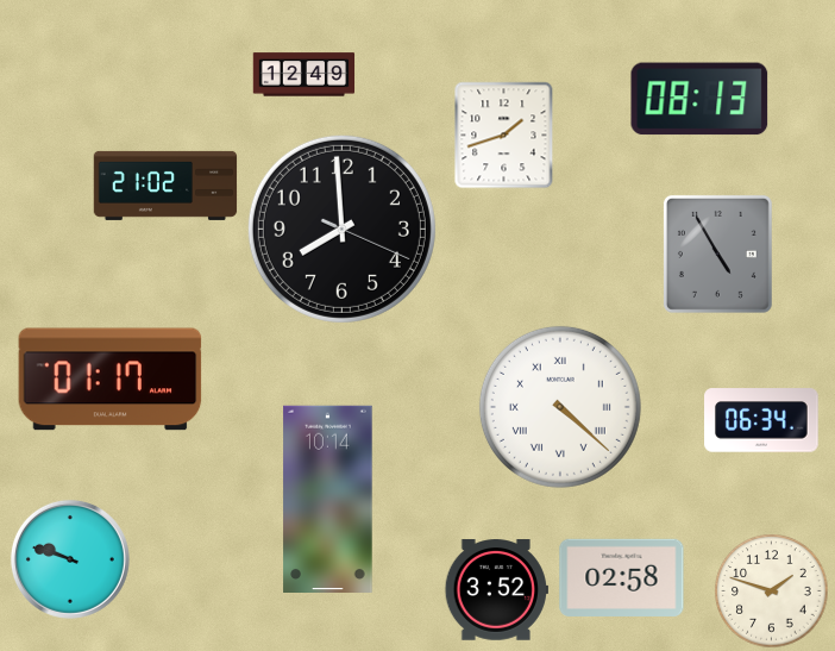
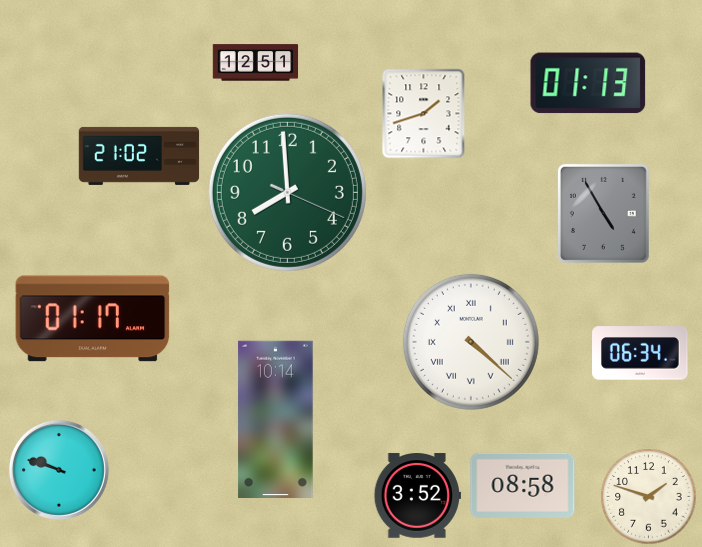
clock at (305, 75): 12:49 -> 12:51
clock at (699, 99): 08:13 -> 01:13
clock at (341, 229) dial: black -> green
clock at (622, 577): 02:58 -> 08:58
